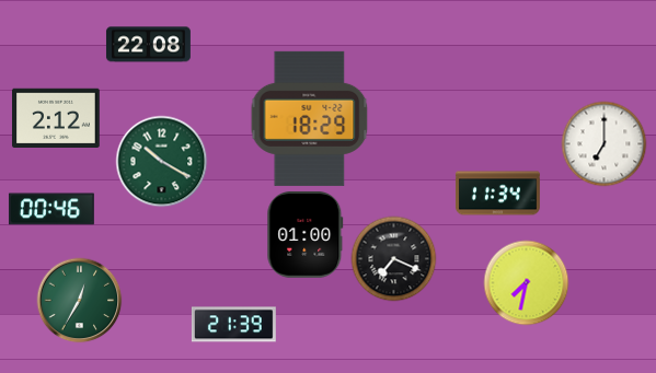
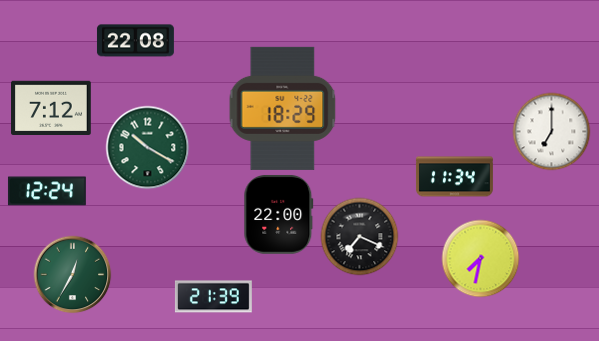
clock at (57, 117): 2:12 -> 7:12
clock at (51, 209): 00:46 -> 12:24
clock at (306, 234): 01:00 -> 22:00
